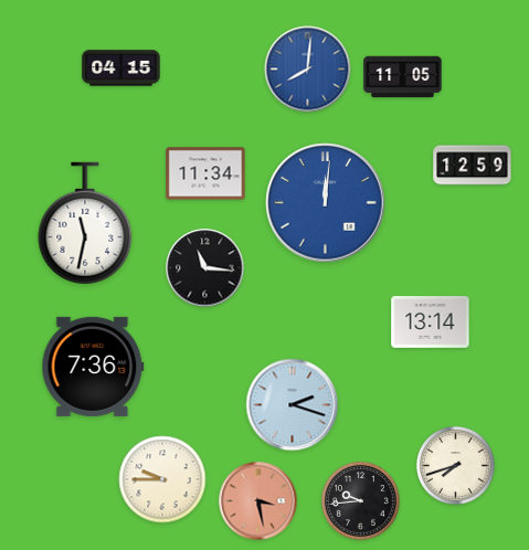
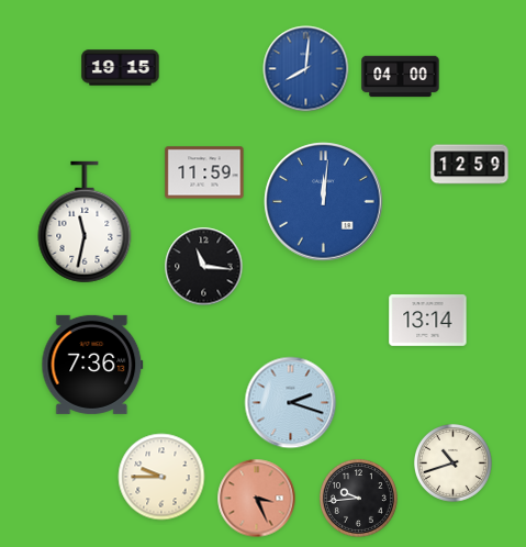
clock at (121, 68): 04:15 -> 19:15
clock at (403, 77): 11:05 -> 04:00
clock at (205, 173): 11:34 -> 11:59
clock at (456, 466): 7:42 -> 10:42
clock at (258, 501): 3:28 -> 3:26
